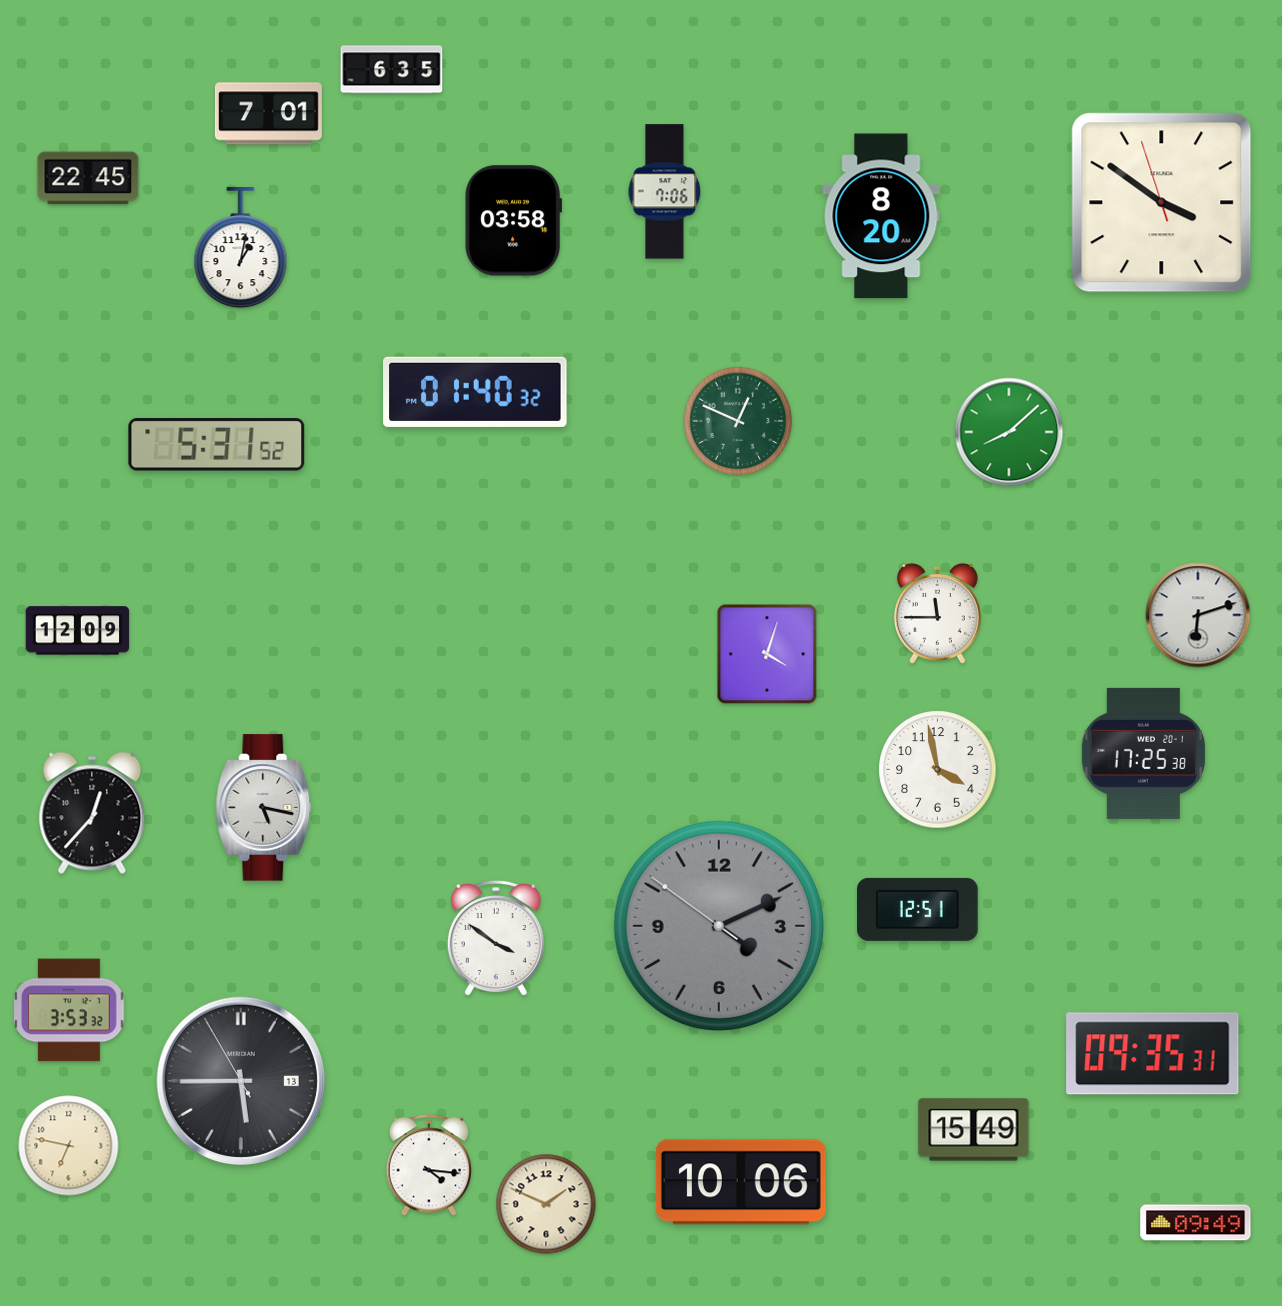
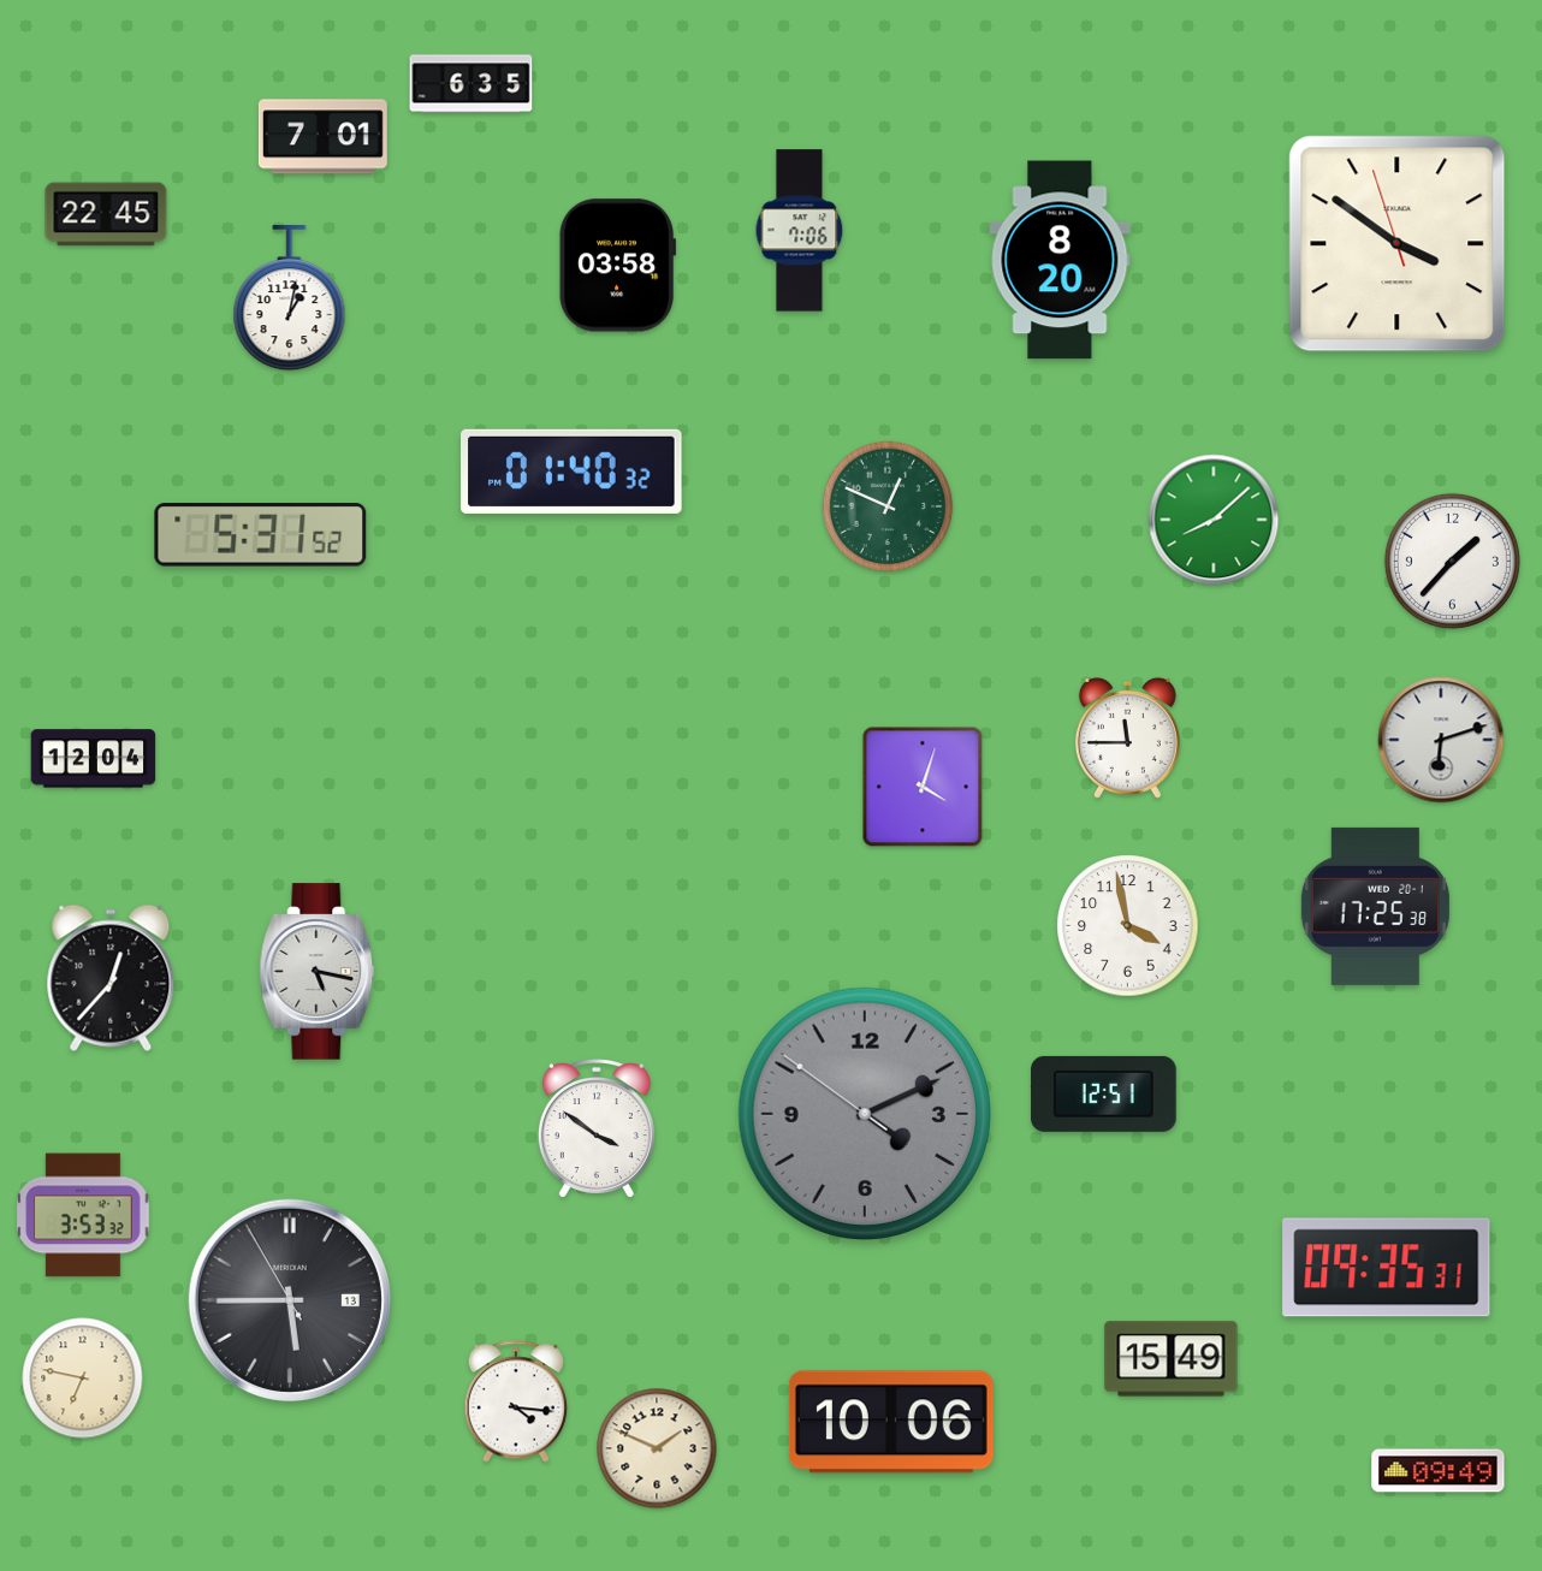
clock at (1452, 561): none -> 1:37
clock at (78, 631): 12:09 -> 12:04
